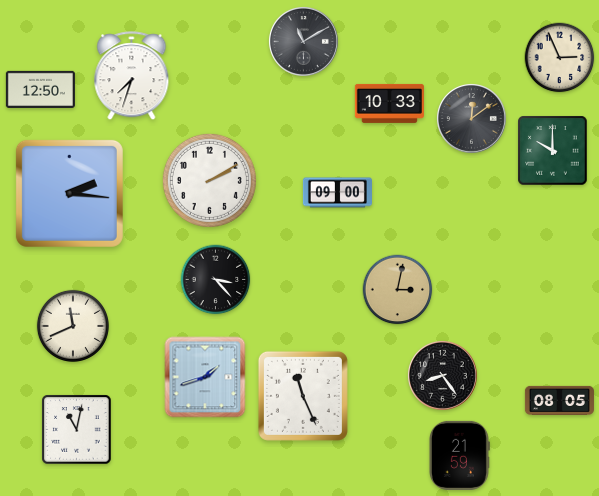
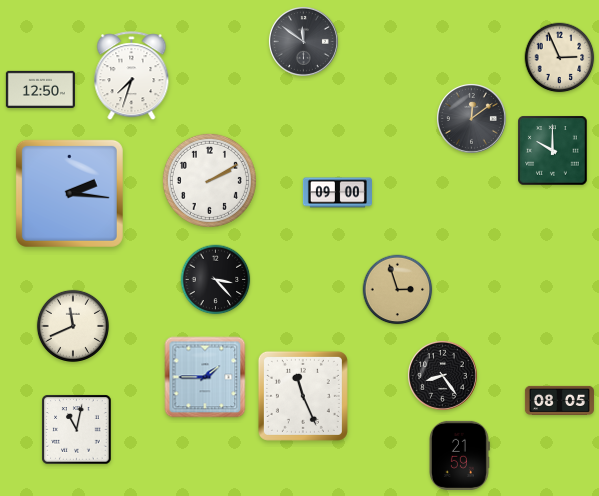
clock at (303, 41): 11:10 -> 11:51
clock at (389, 103): 10:33 -> none
clock at (398, 290): 3:02 -> 2:57
clock at (205, 377): 1:42 -> 1:45
